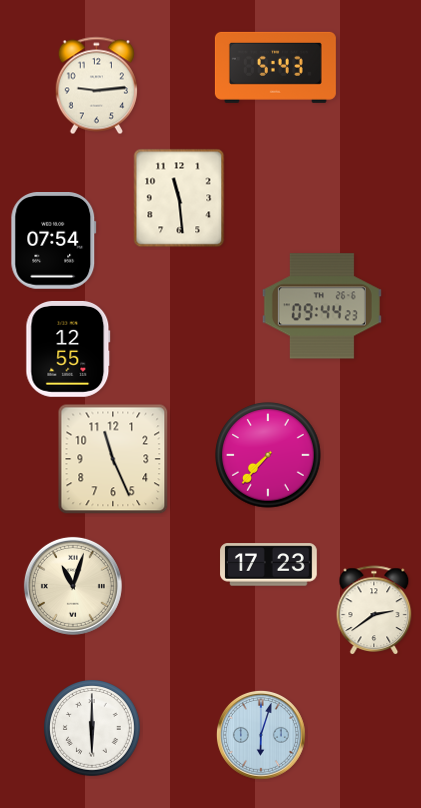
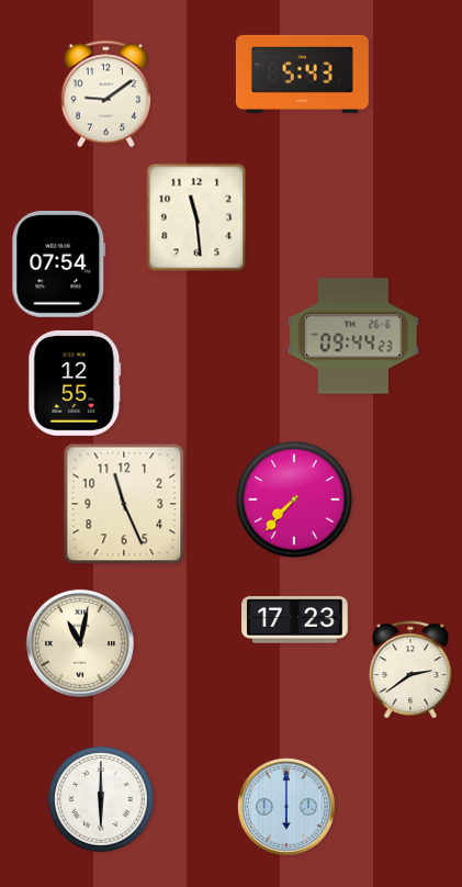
clock at (96, 86): 9:14 -> 9:09
clock at (73, 586): 11:03 -> 11:02
clock at (261, 735): 6:03 -> 6:00
